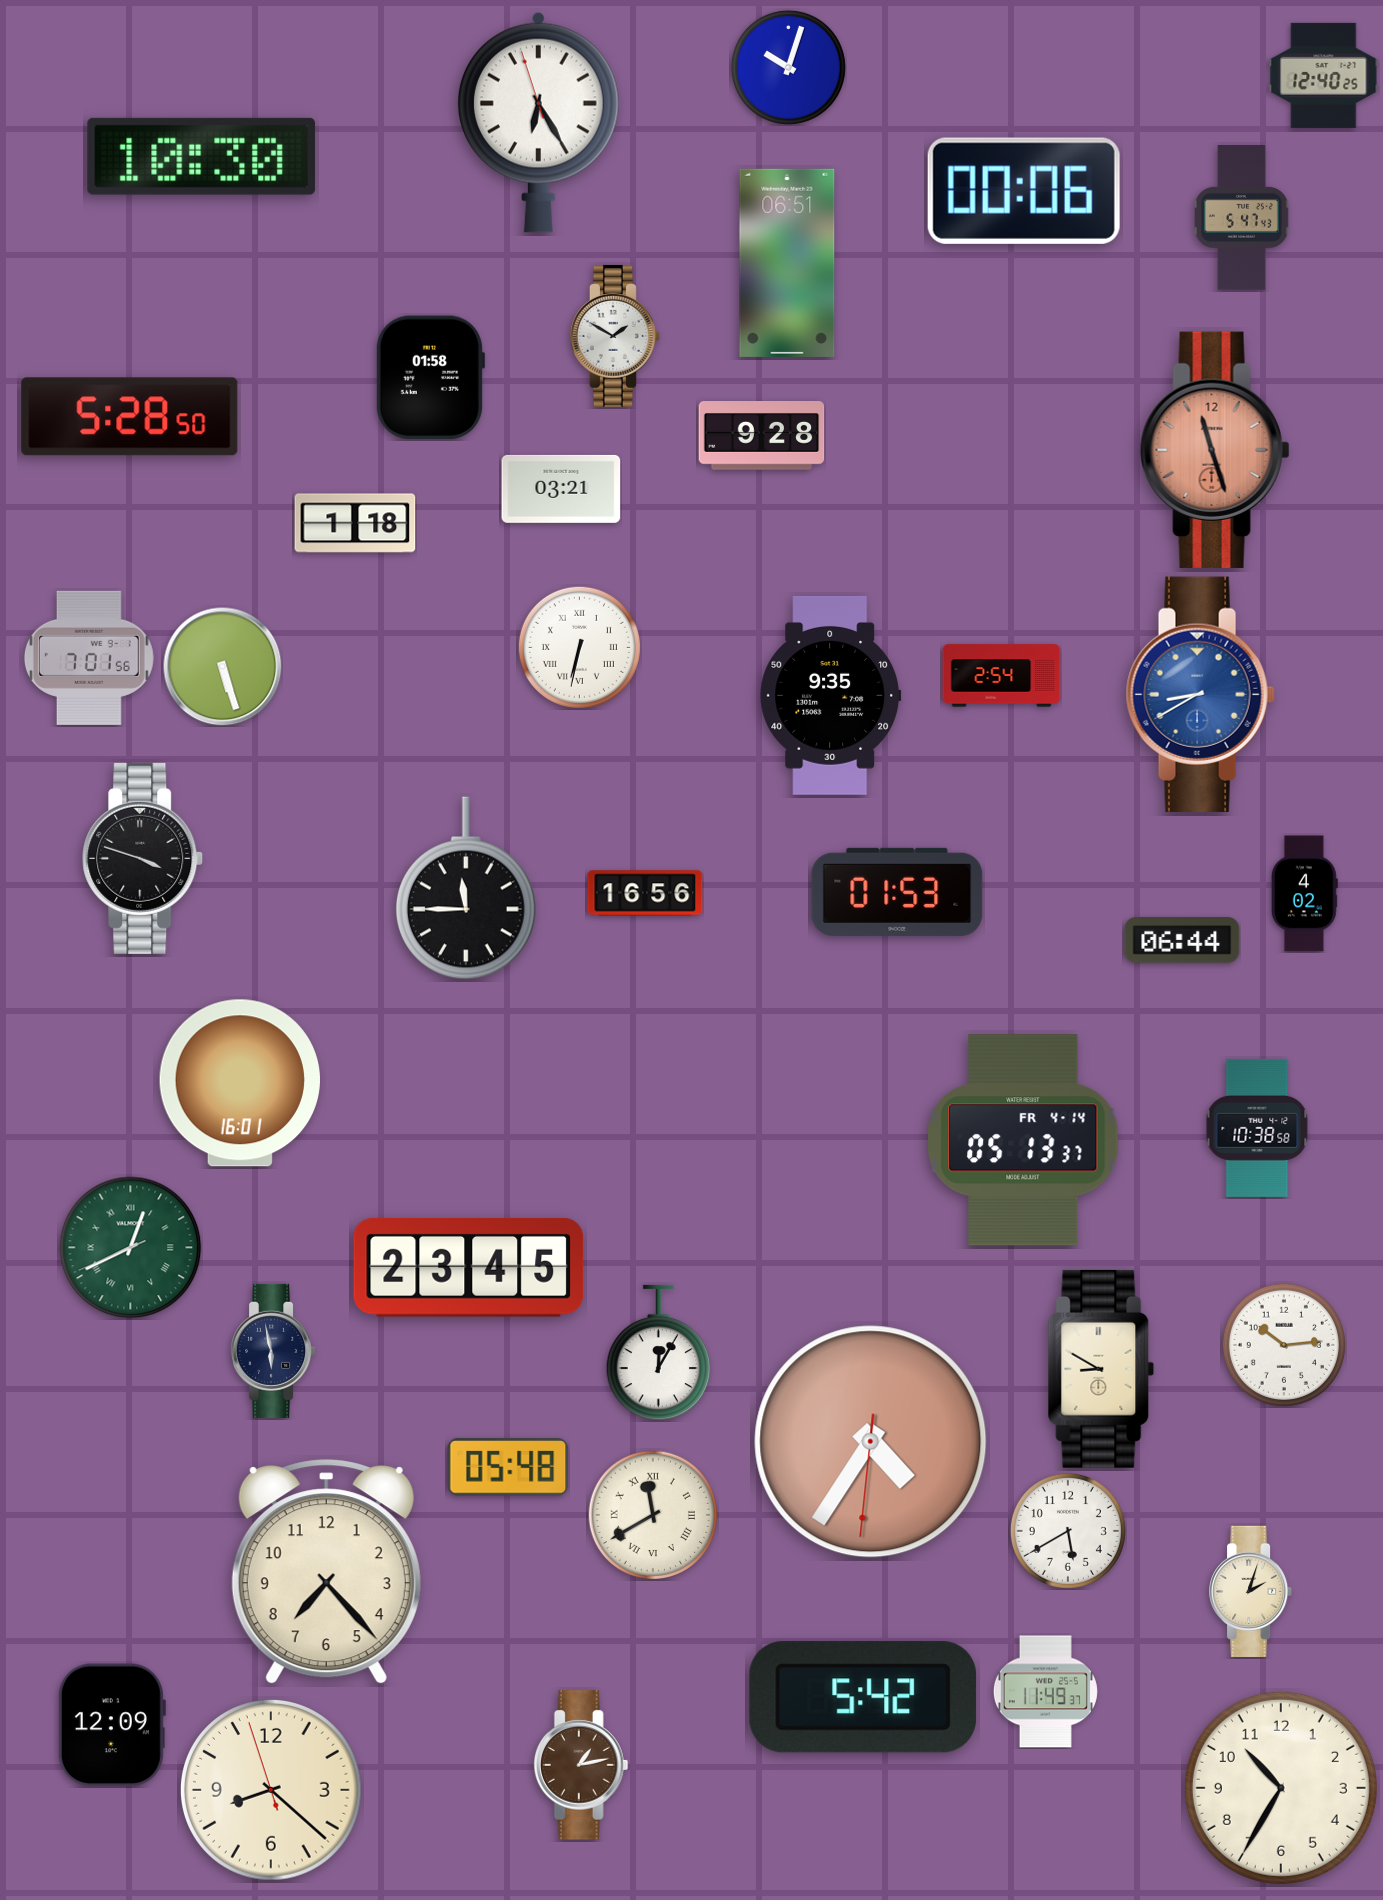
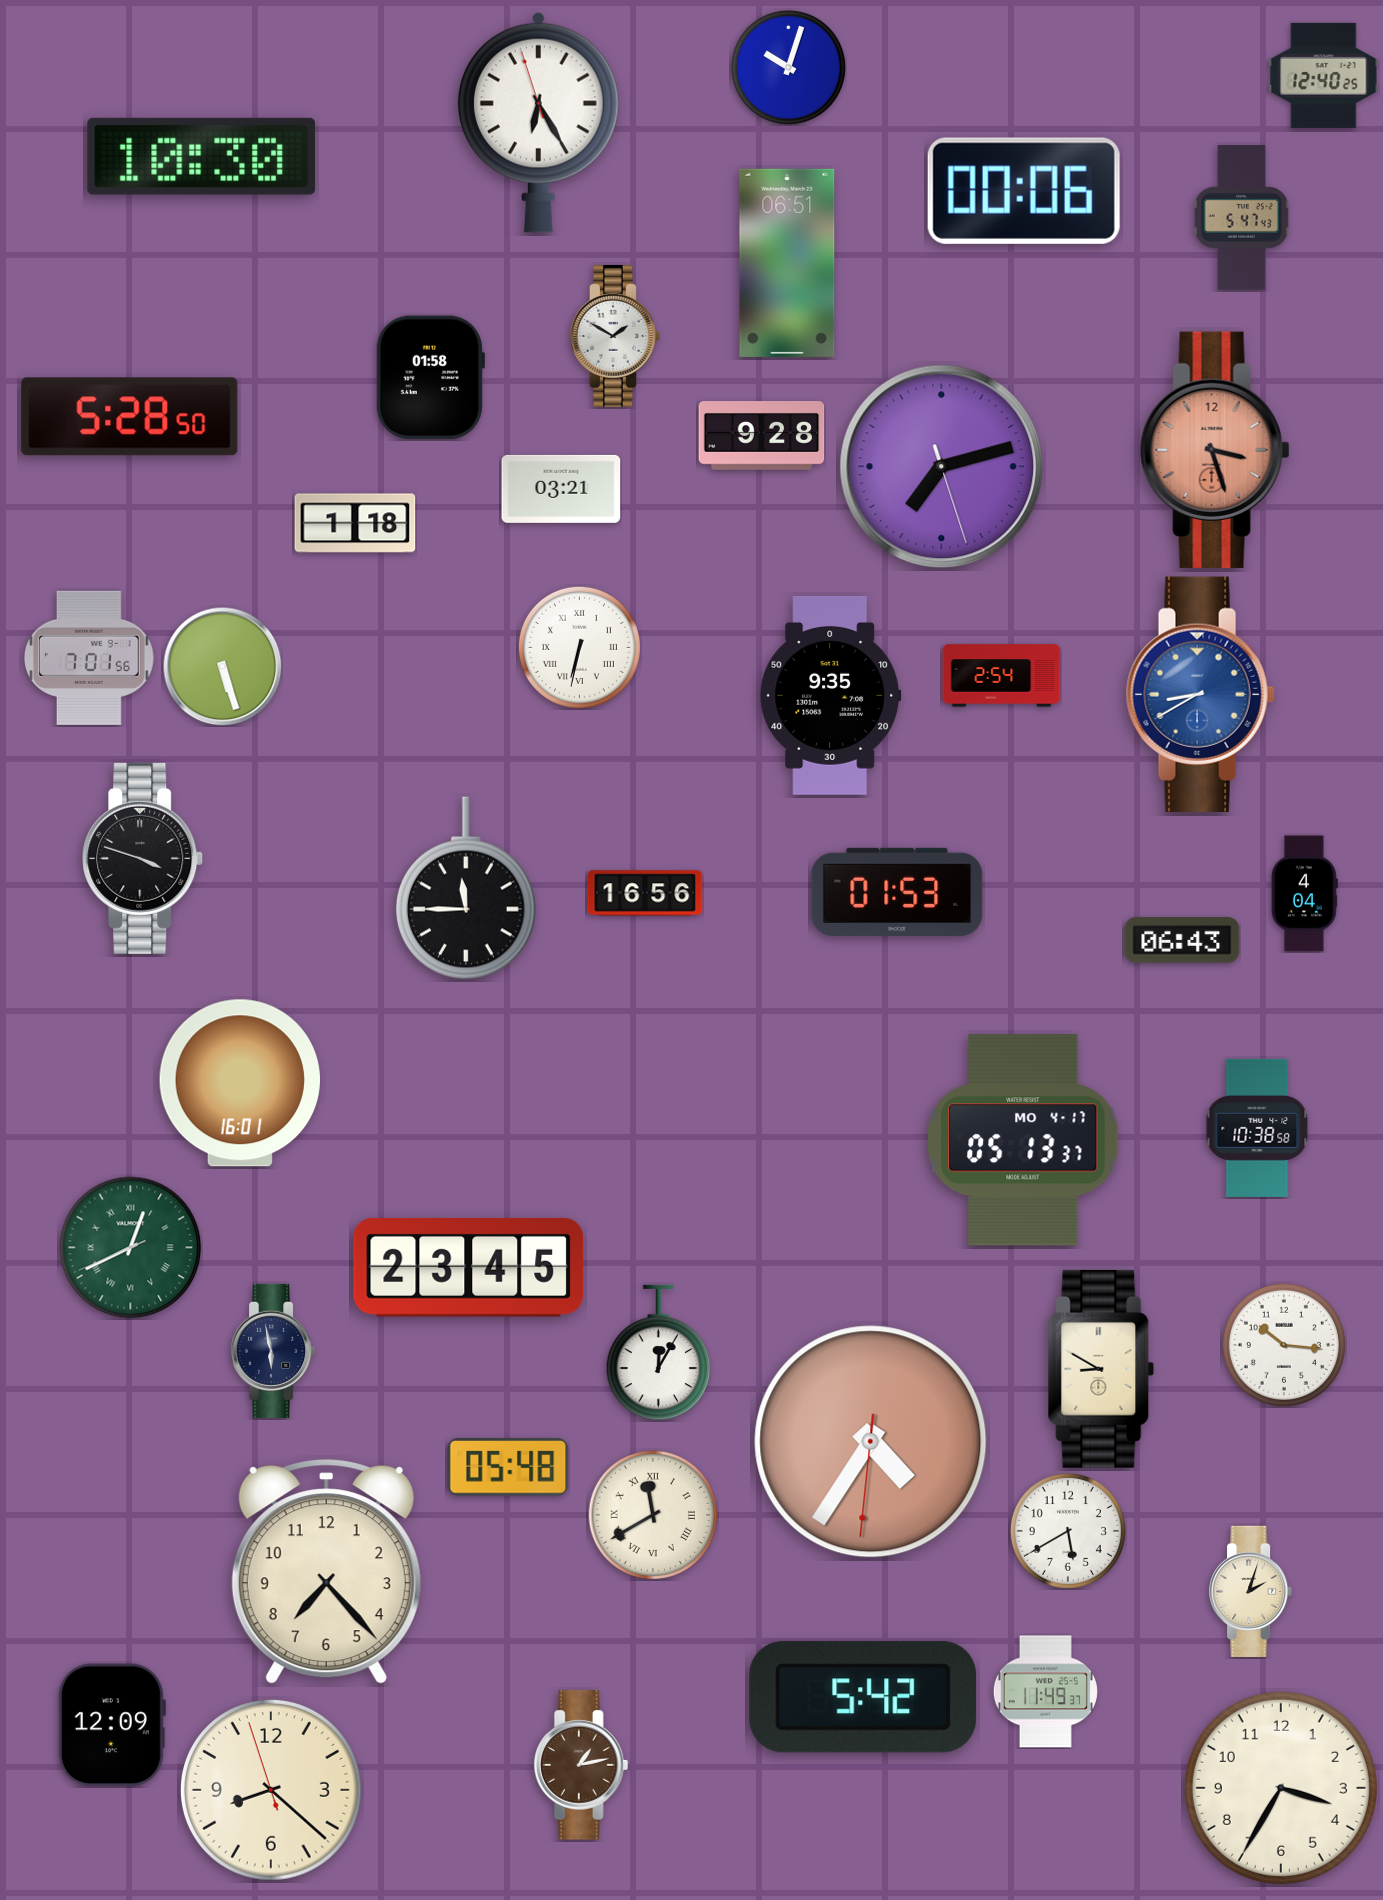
clock at (1215, 450): 11:27 -> 3:27
clock at (942, 467): none -> 7:12
clock at (1304, 894): 4:02 -> 4:04
clock at (1182, 940): 06:44 -> 06:43
clock at (1024, 1140) date: FR 4-14 -> MO 4-17
clock at (1284, 1345): 10:14 -> 10:16
clock at (1281, 1788): 10:35 -> 3:35
